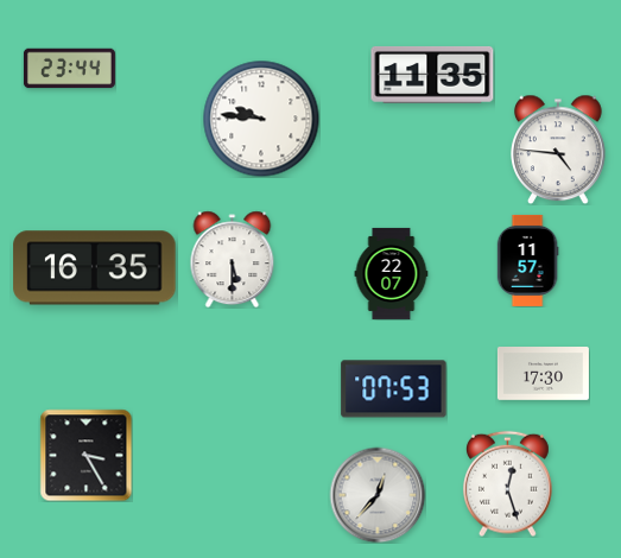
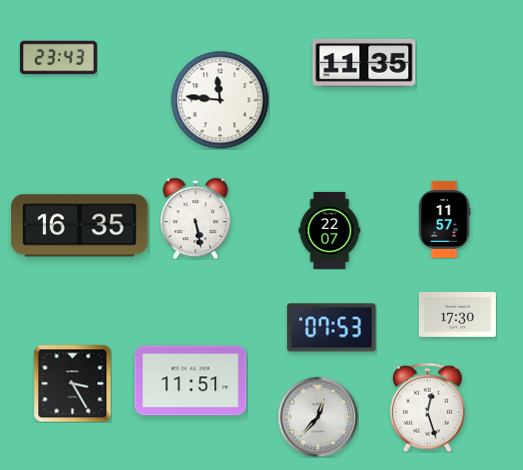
clock at (69, 69): 23:44 -> 23:43
clock at (261, 119): 9:46 -> 11:46
clock at (559, 150): 4:46 -> none
clock at (233, 259): 5:30 -> 5:28
clock at (191, 381): none -> 11:51
